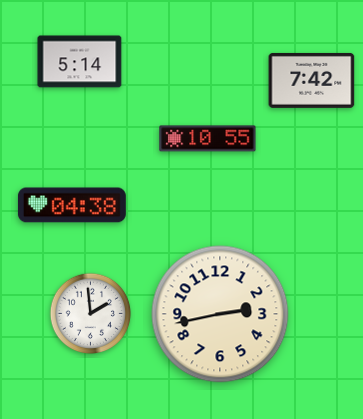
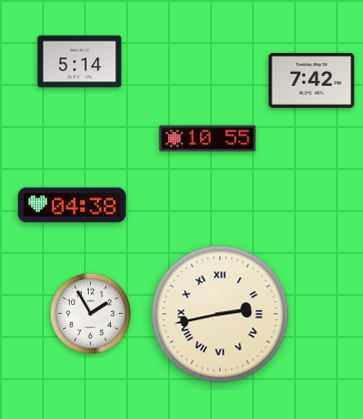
clock at (91, 314): 1:59 -> 1:55
clock at (220, 314) numerals: Arabic -> Roman
